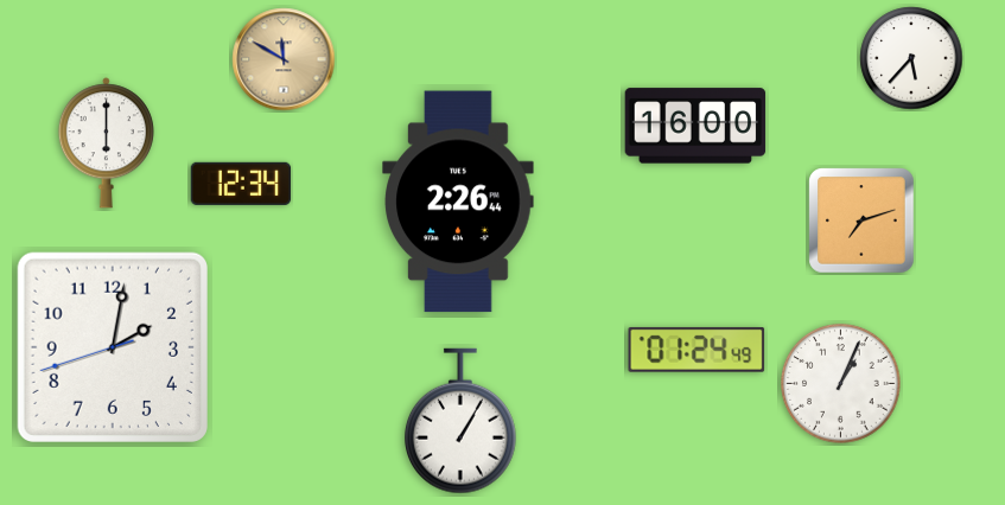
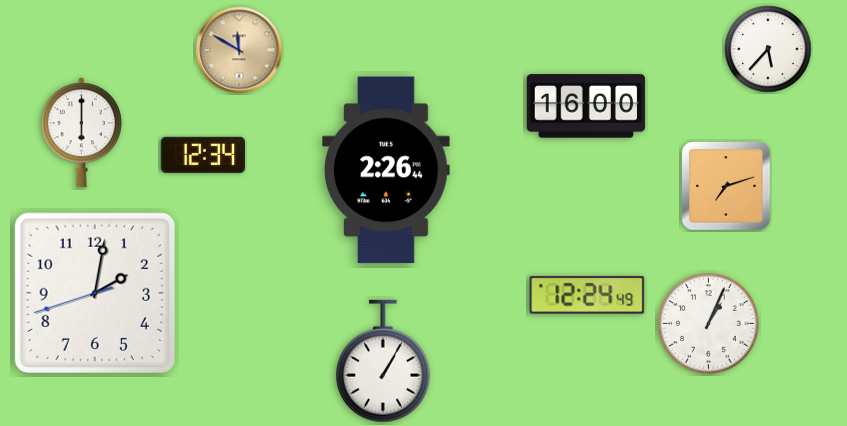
clock at (106, 143) position: (106, 143) -> (81, 133)
clock at (696, 350): 01:24 -> 12:24
clock at (460, 421) position: (460, 421) -> (383, 361)
